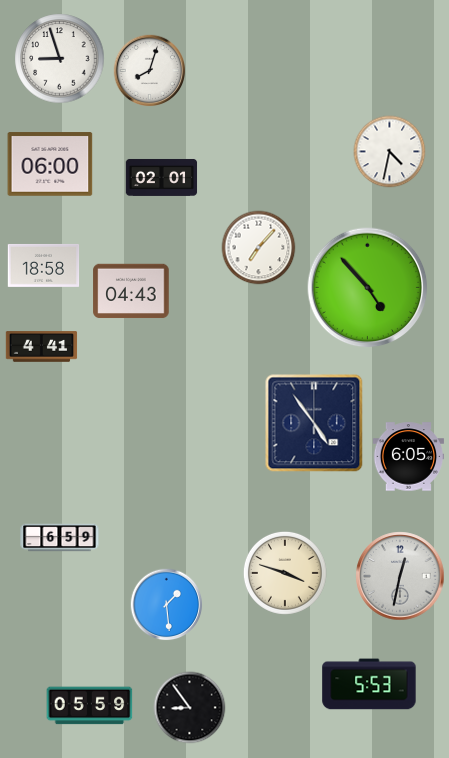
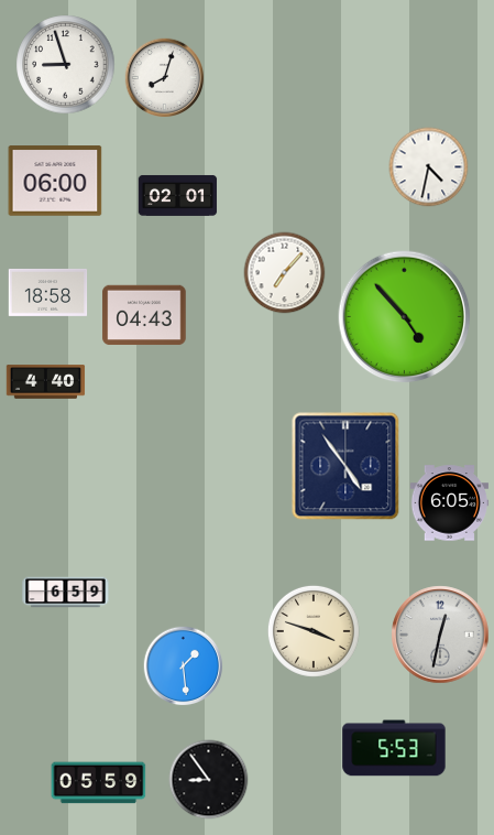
clock at (131, 291) position: (131, 291) -> (144, 315)
clock at (42, 347): 4:41 -> 4:40
clock at (369, 684) position: (369, 684) -> (394, 748)
clock at (90, 706) position: (90, 706) -> (99, 783)
